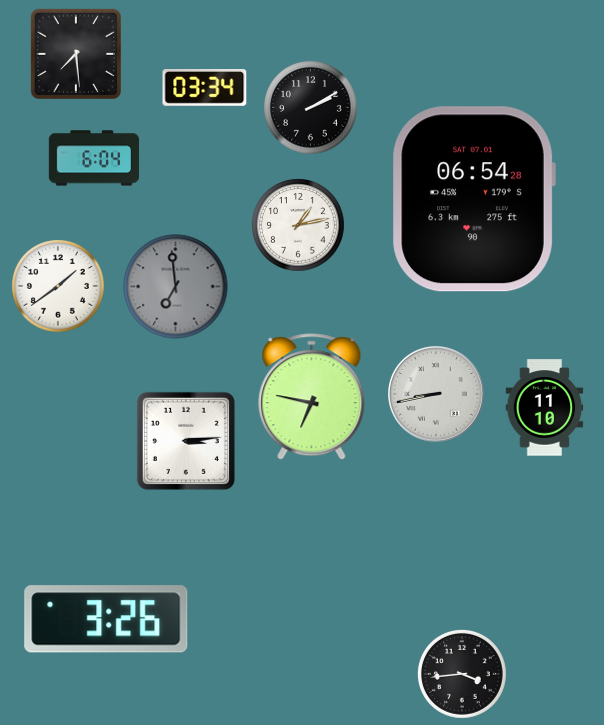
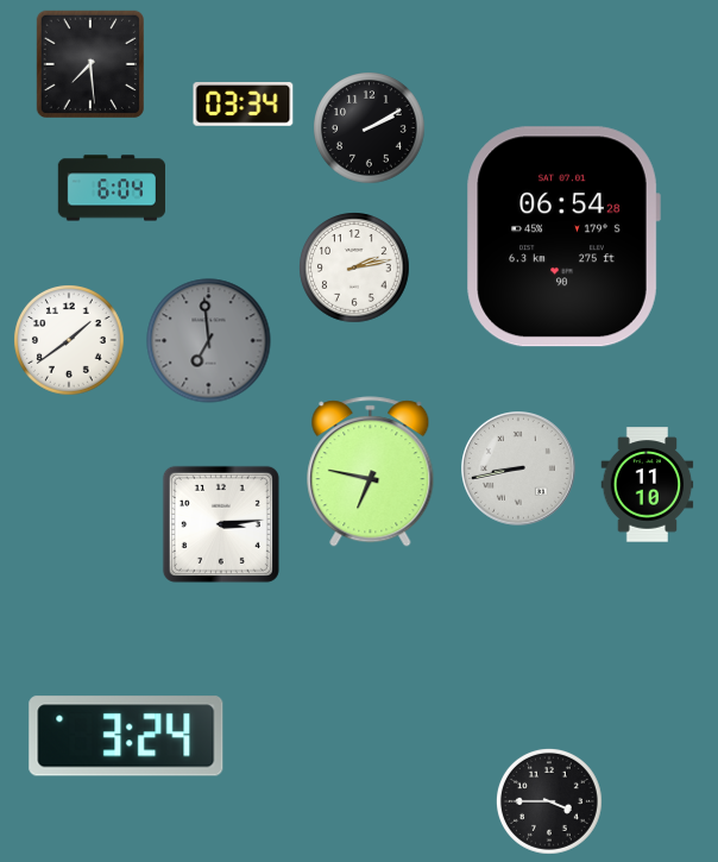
clock at (298, 225): 1:13 -> 2:13
clock at (106, 619): 3:26 -> 3:24
clock at (462, 674): 3:44 -> 3:45
